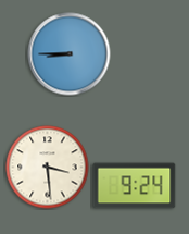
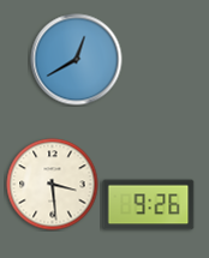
clock at (70, 54): 8:45 -> 12:40
clock at (135, 186): 9:24 -> 9:26
